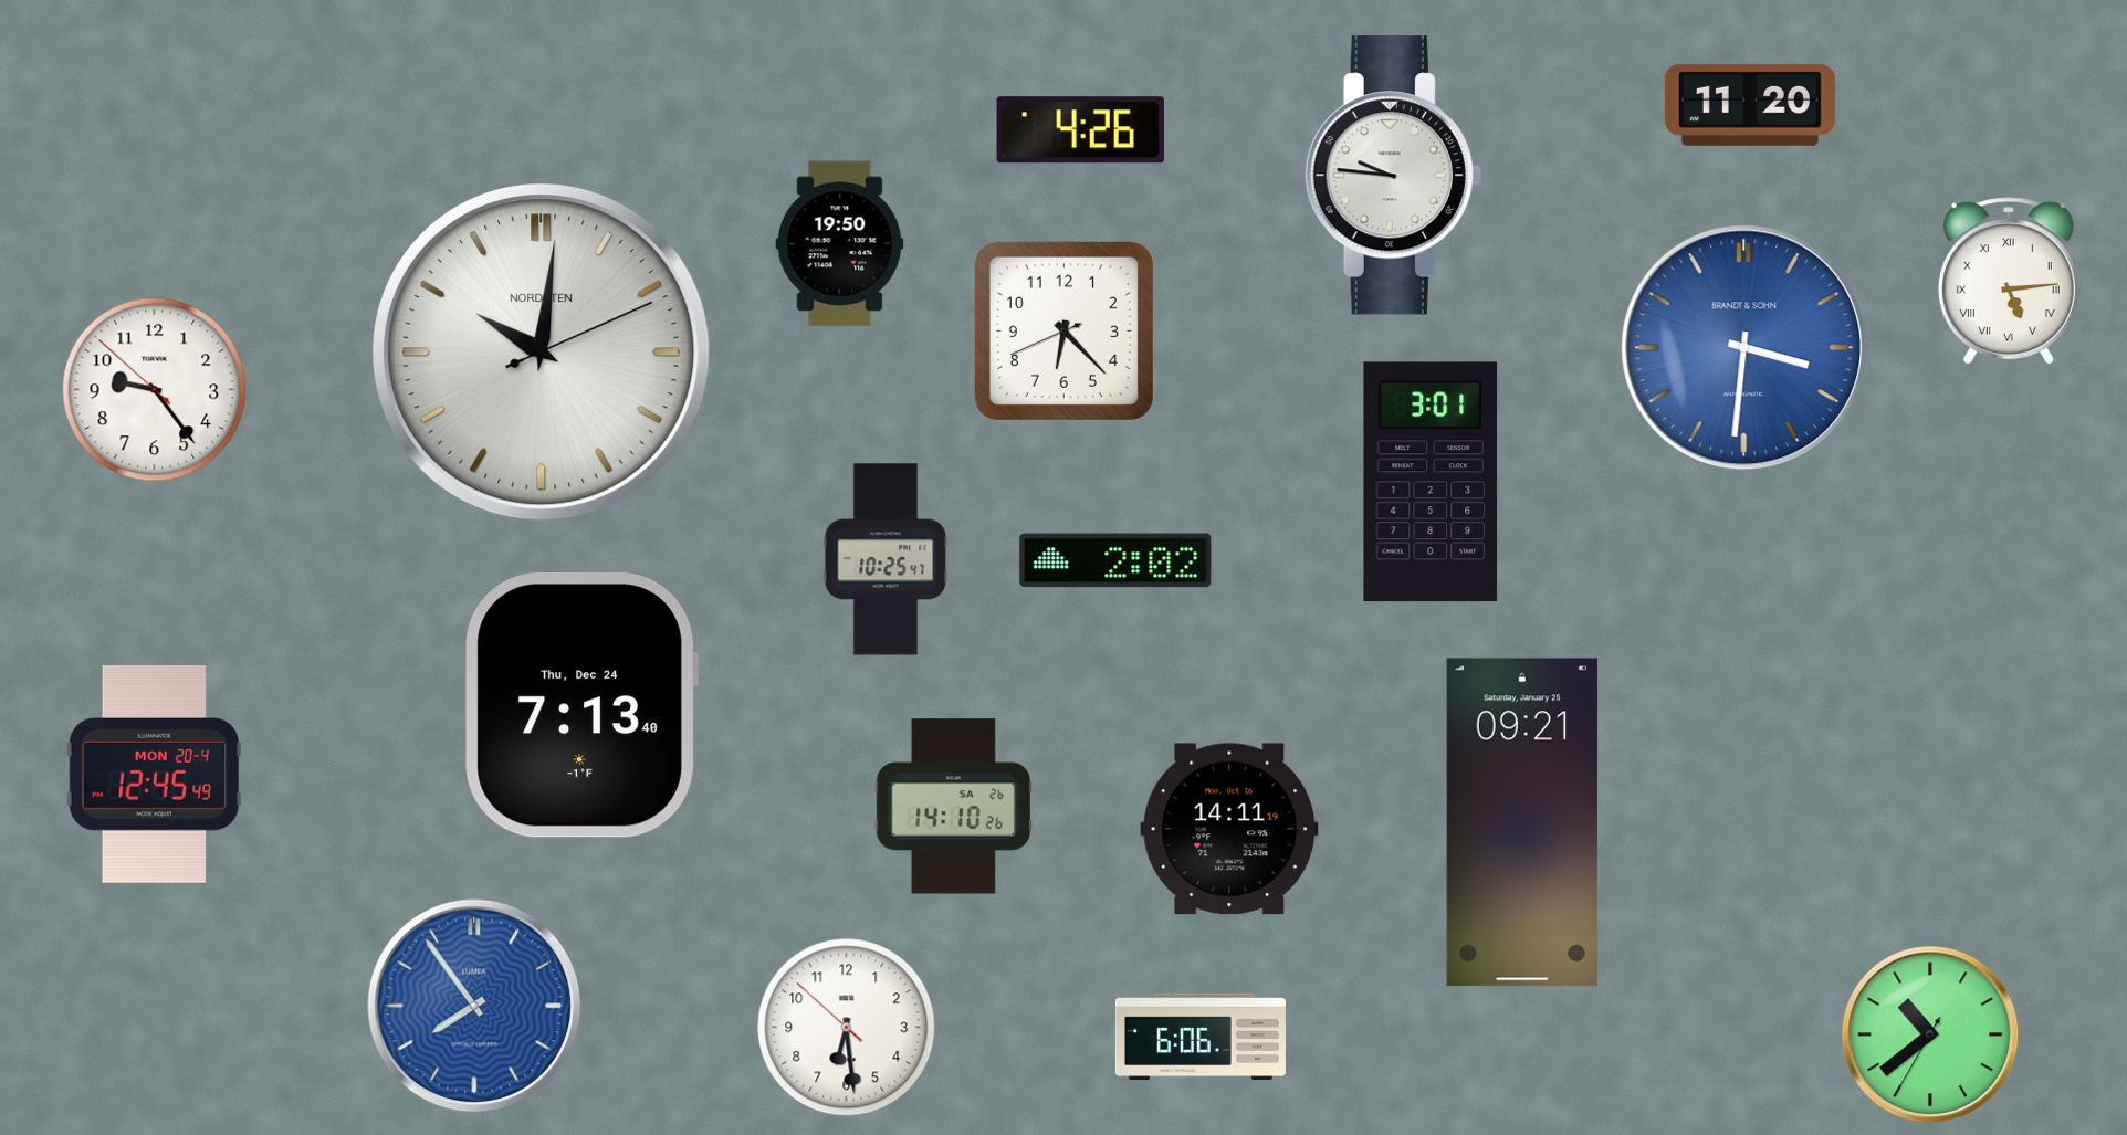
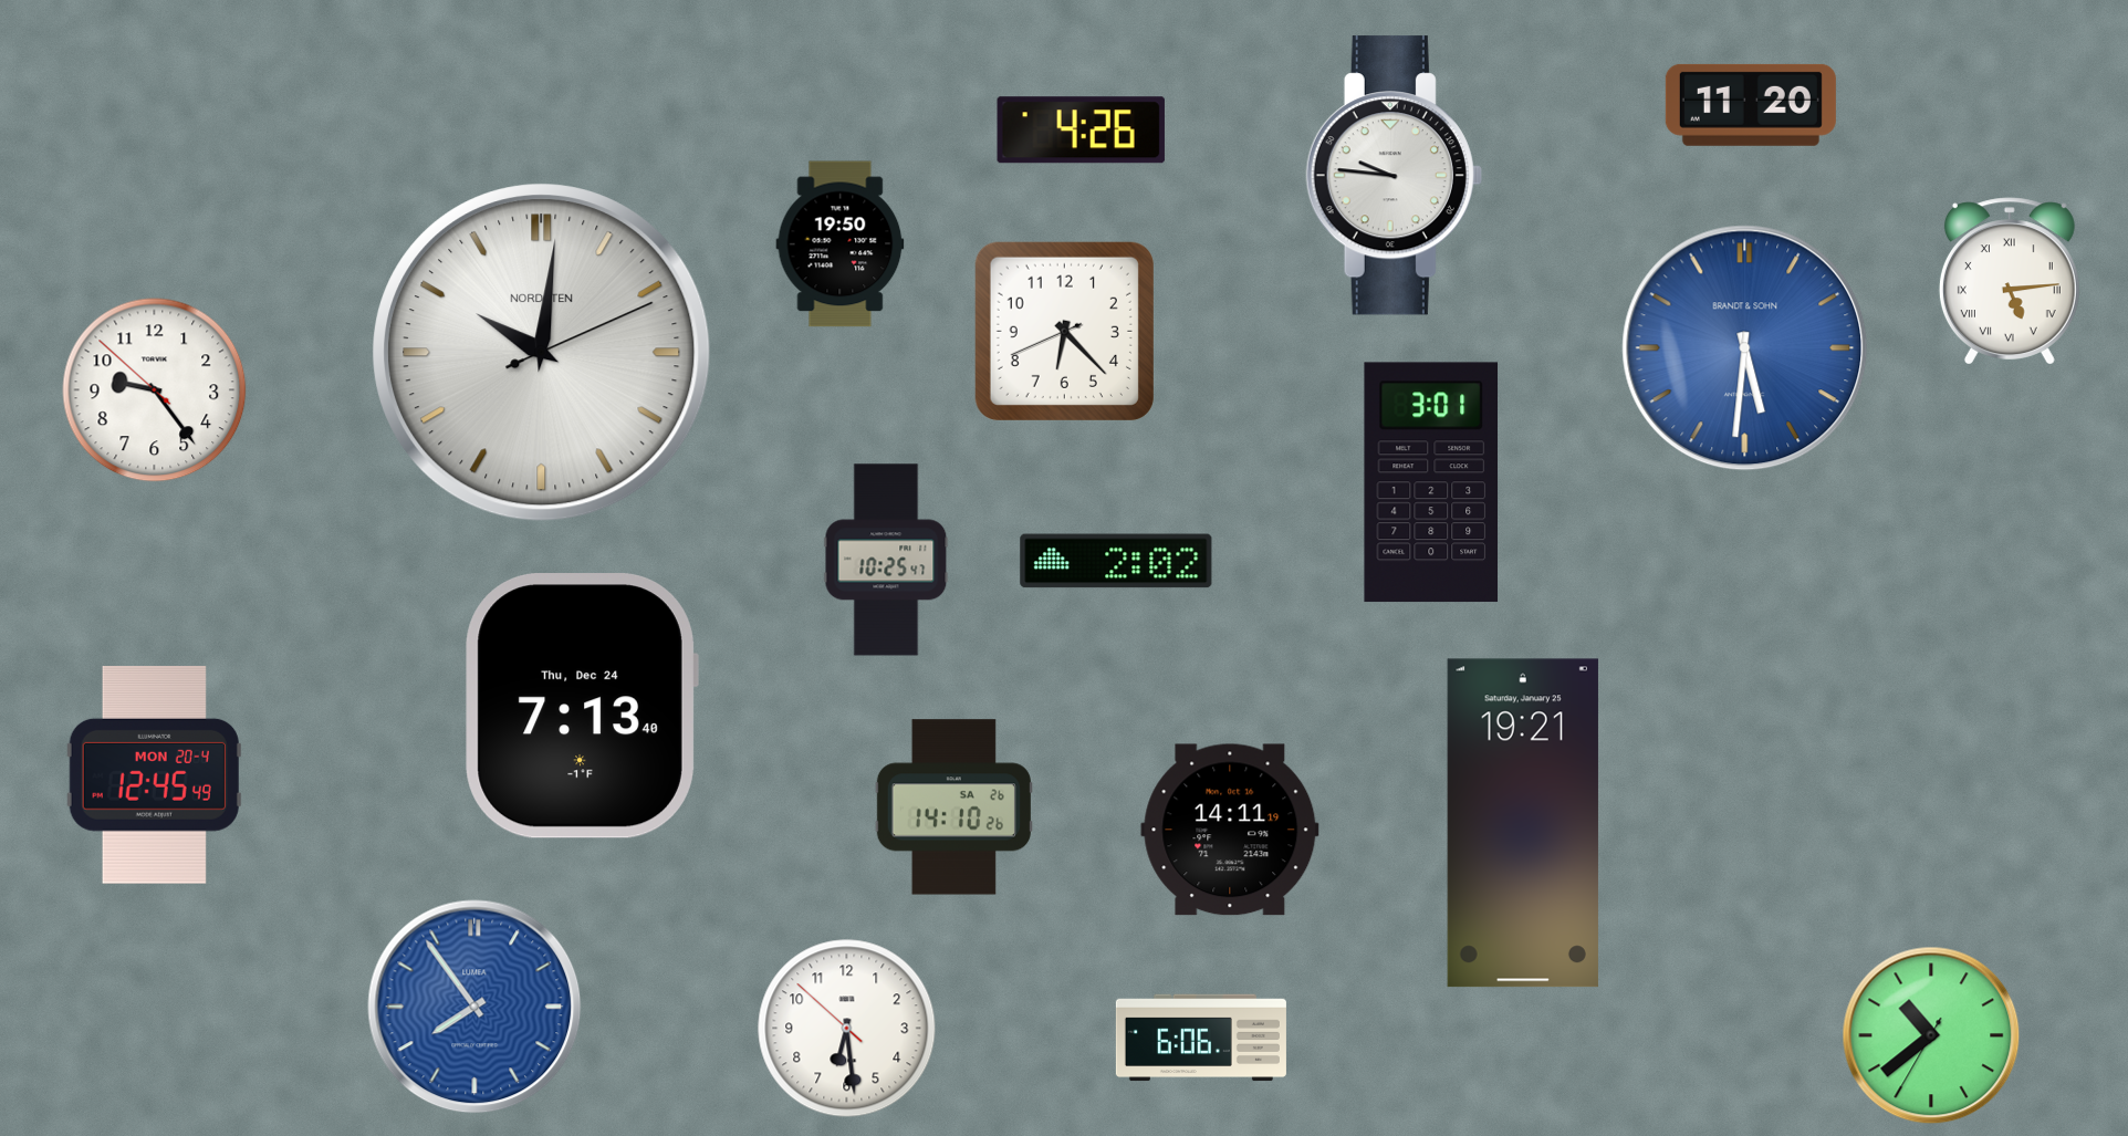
clock at (1744, 348): 3:31 -> 5:31
clock at (1522, 822): 09:21 -> 19:21
